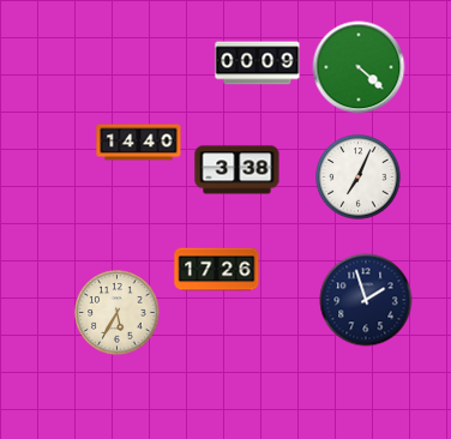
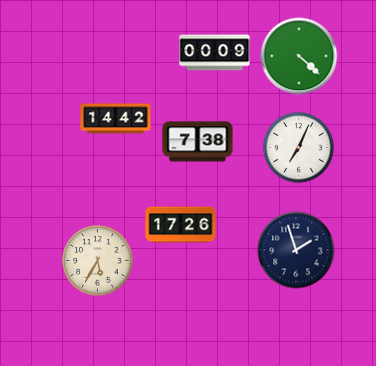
clock at (139, 143): 14:40 -> 14:42
clock at (237, 170): 3:38 -> 7:38
clock at (366, 300) position: (366, 300) -> (296, 250)
